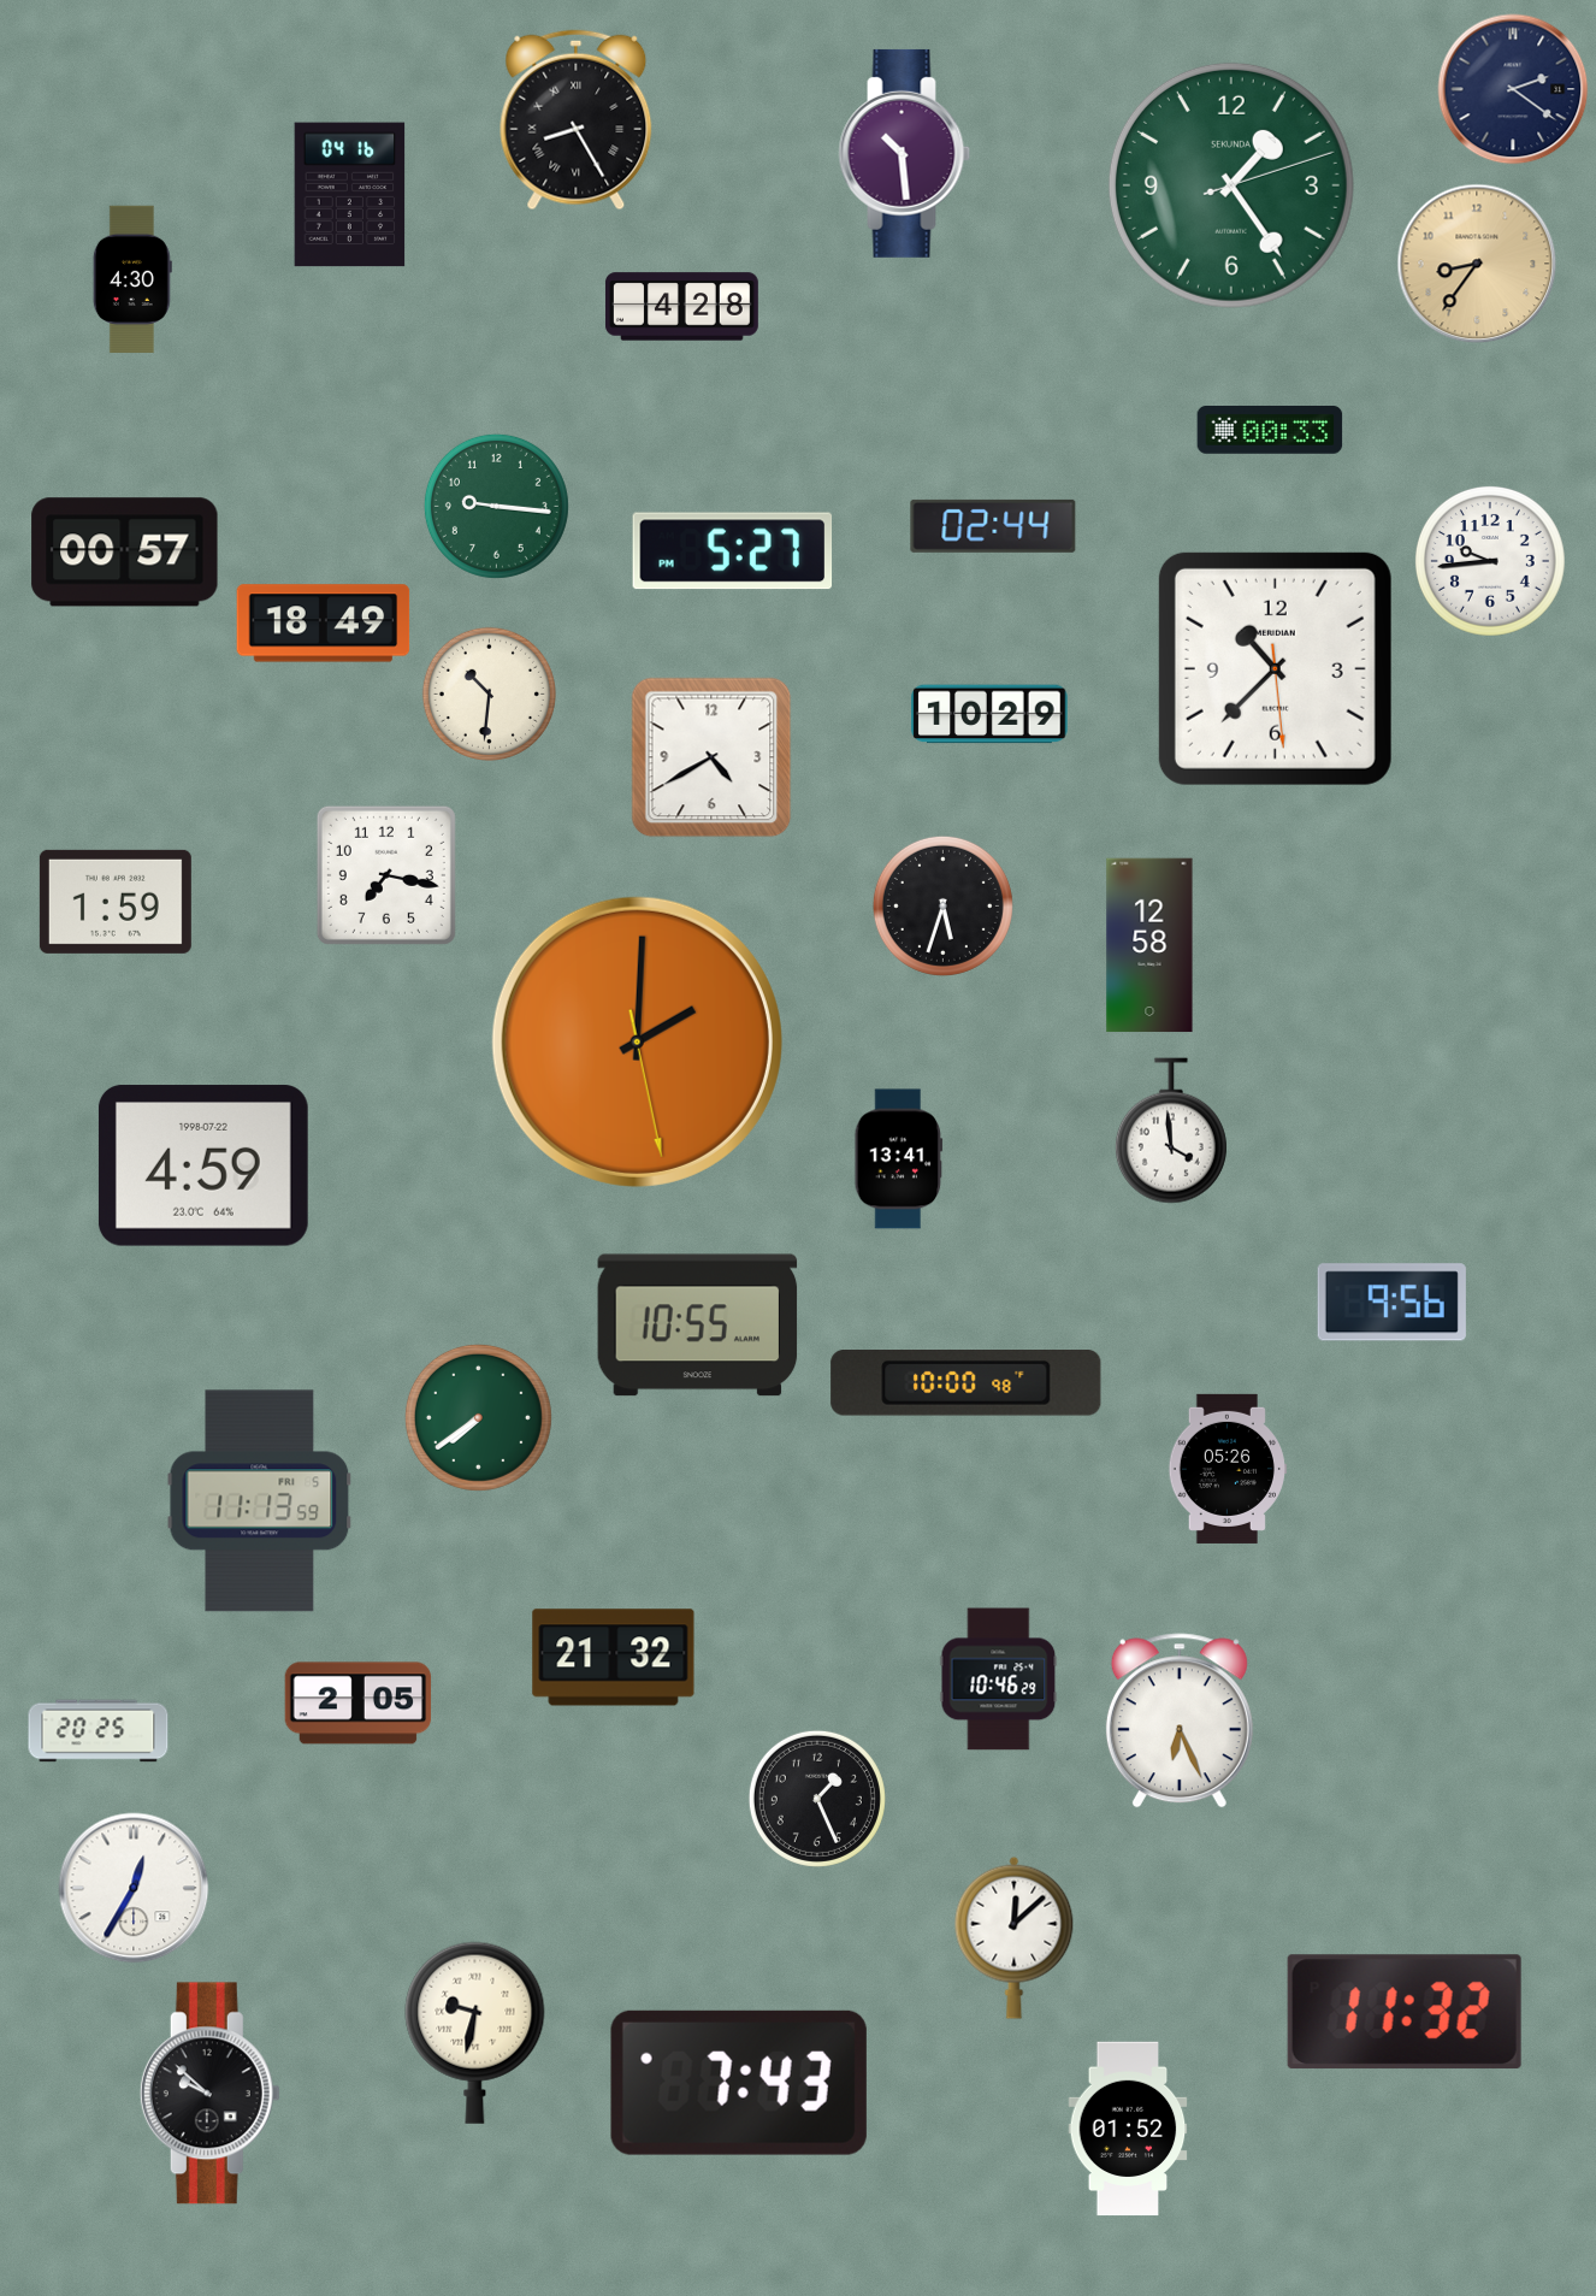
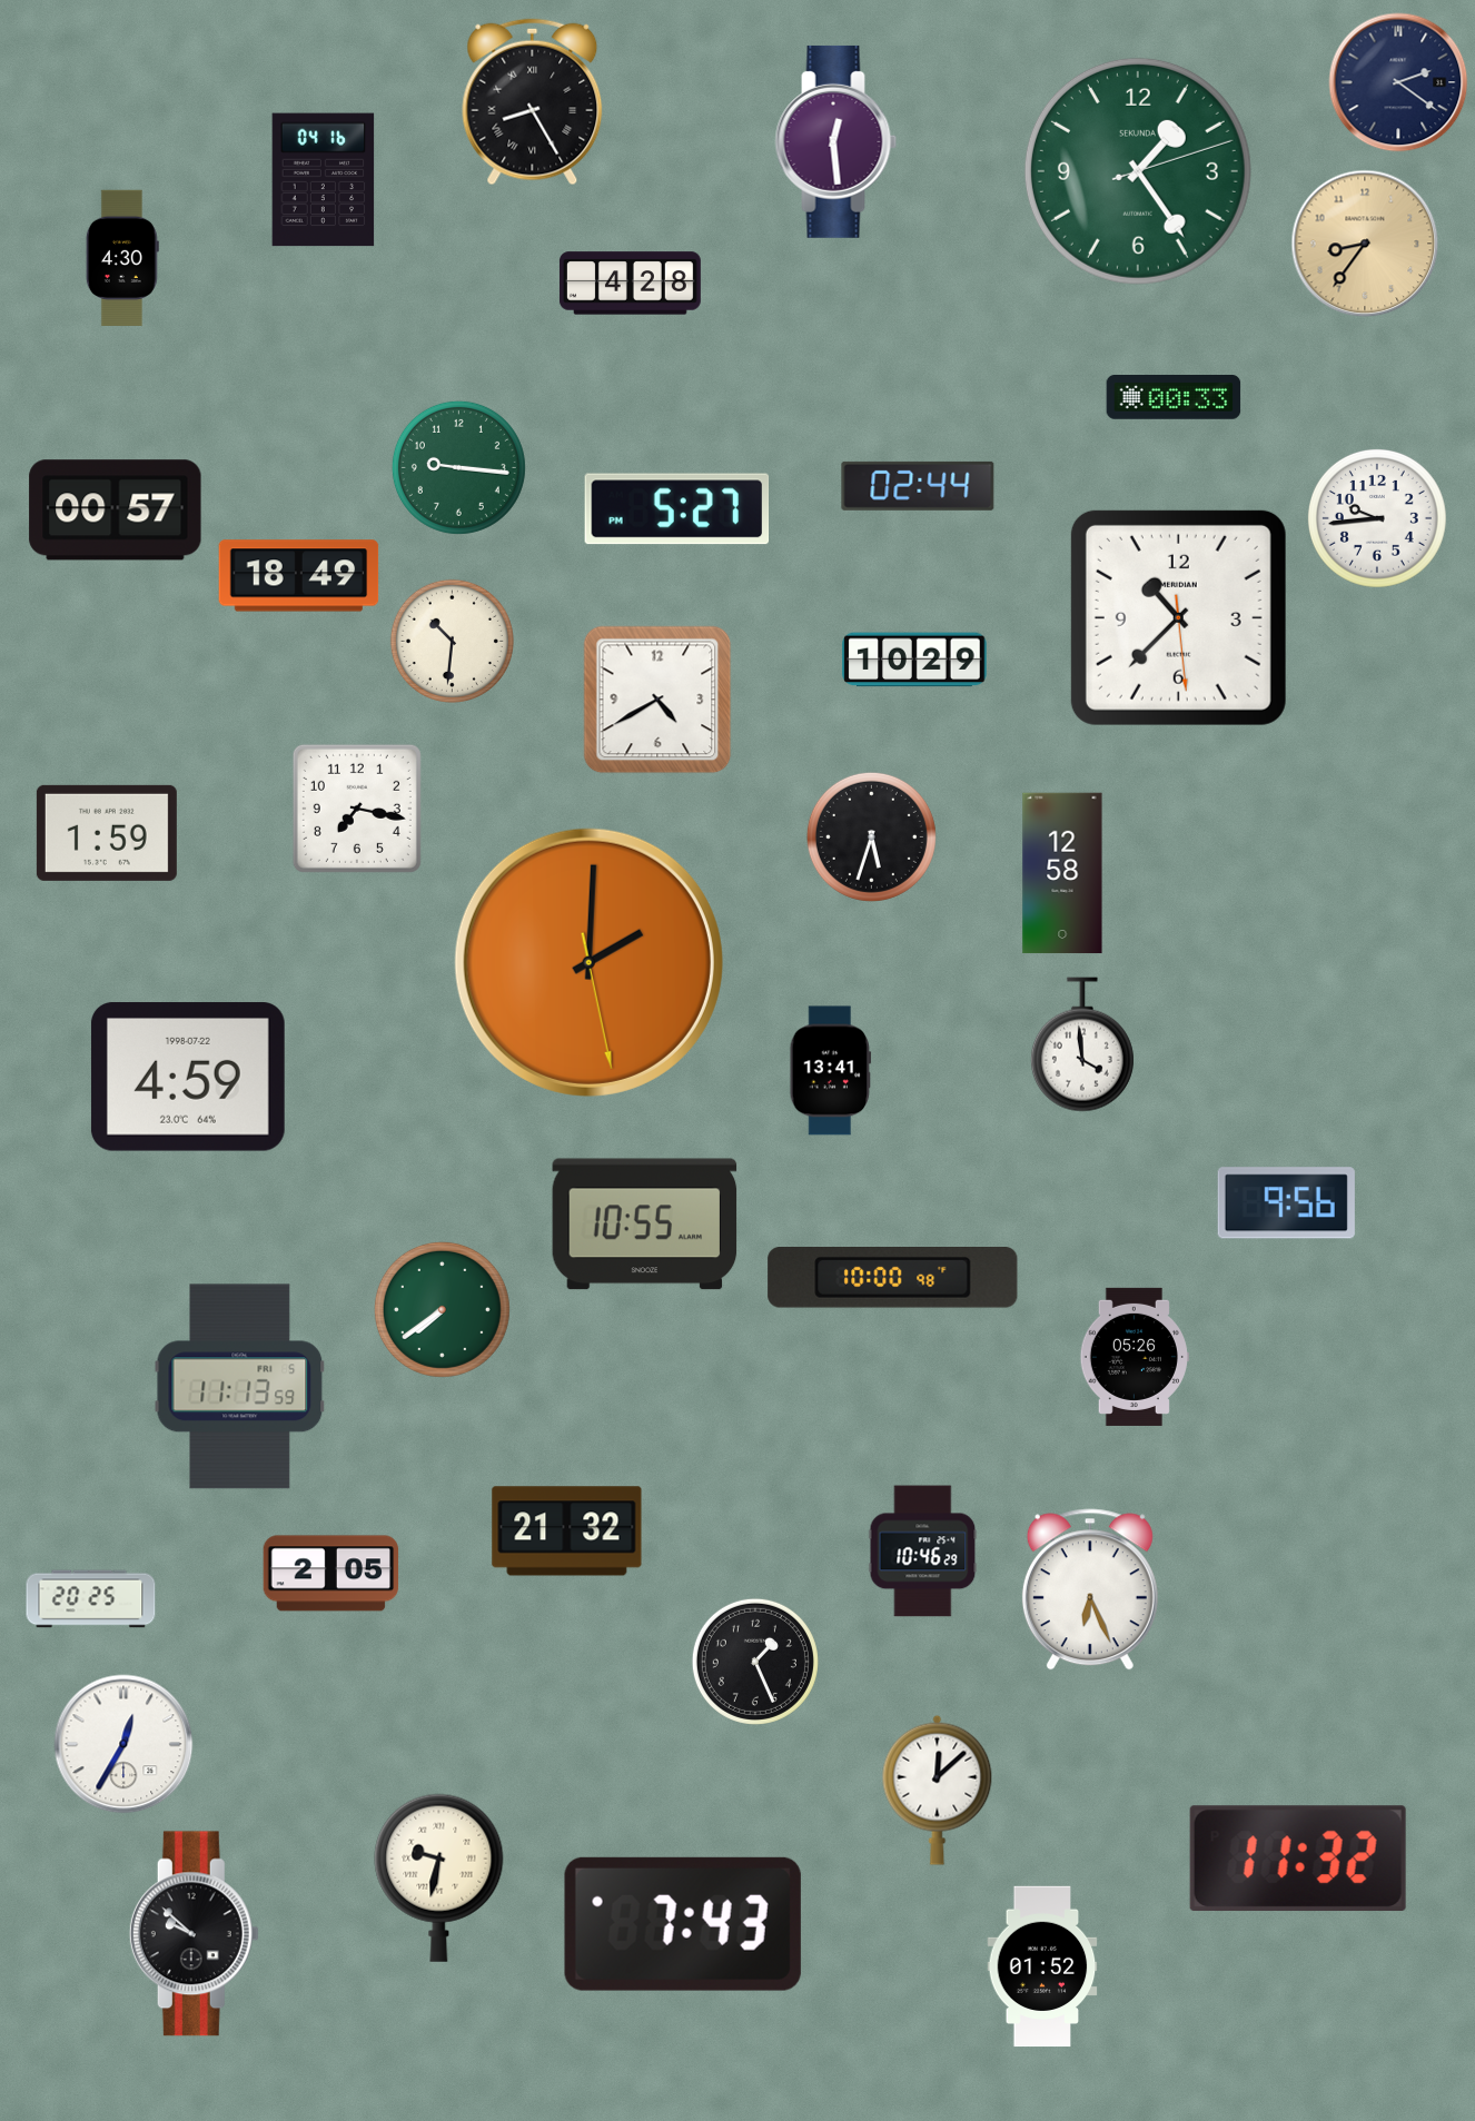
clock at (577, 120) position: (577, 120) -> (533, 102)
clock at (905, 153): 10:29 -> 12:29
